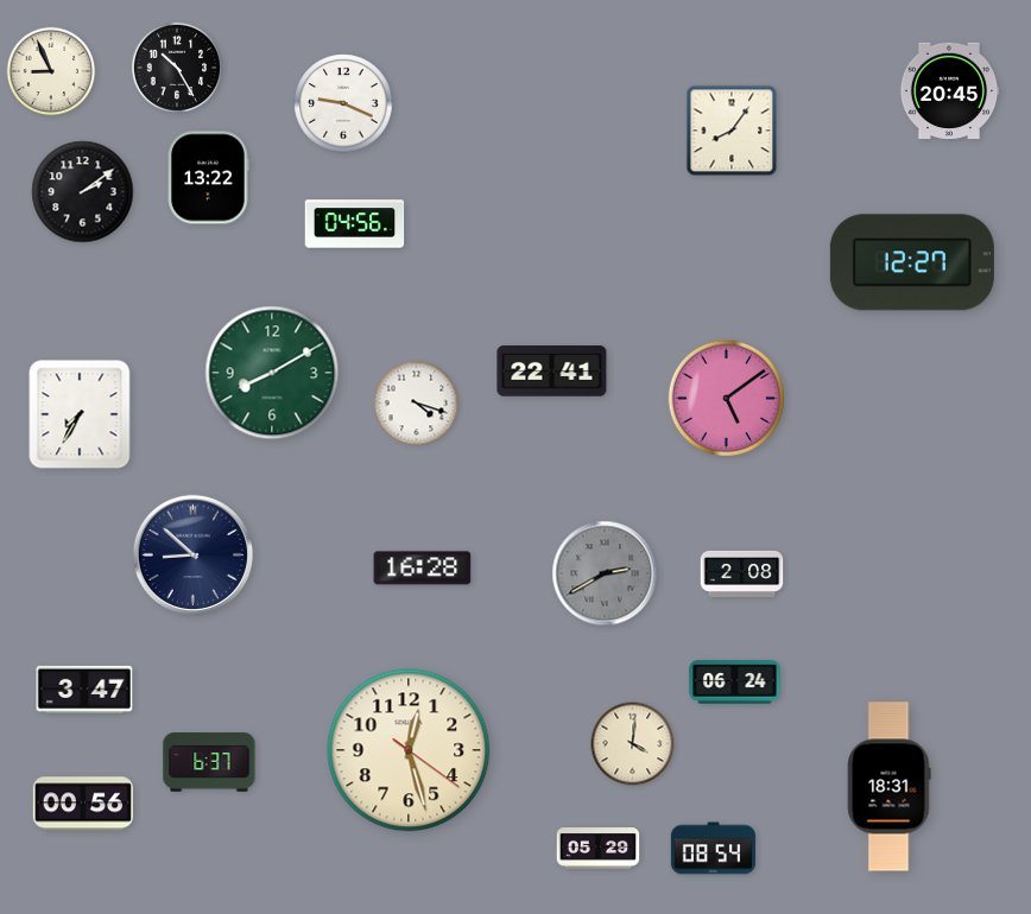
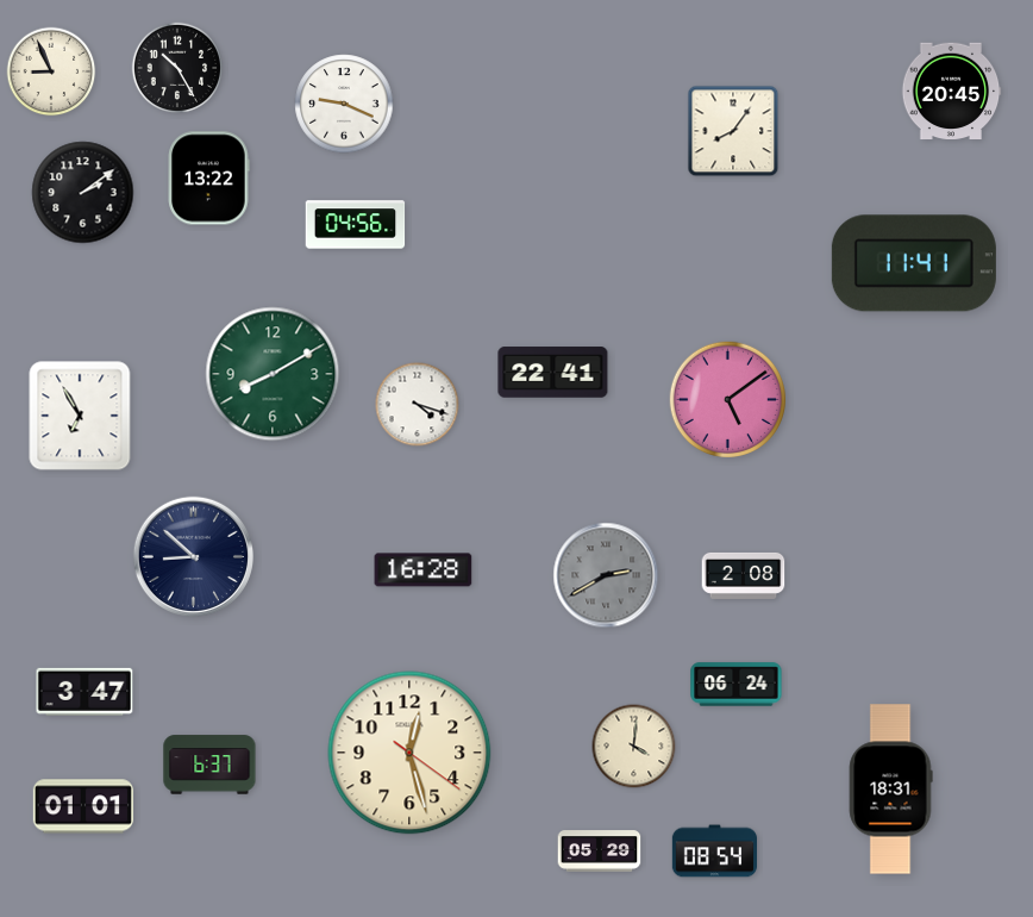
clock at (912, 262): 12:27 -> 11:41
clock at (80, 414): 7:35 -> 6:55
clock at (82, 804): 00:56 -> 01:01
